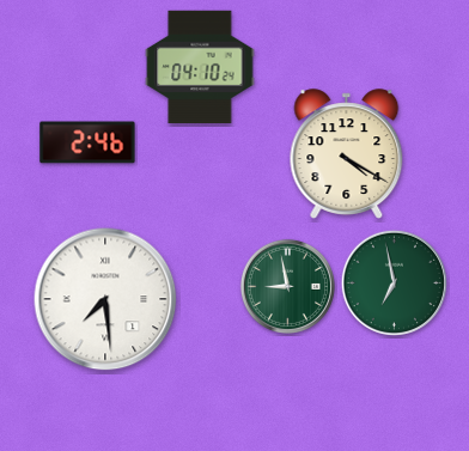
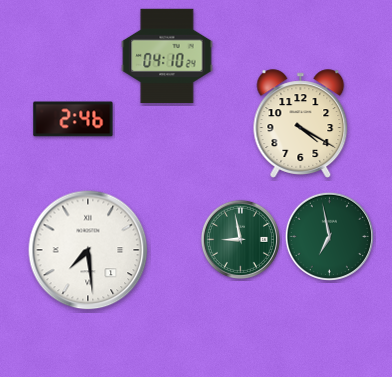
clock at (347, 154) position: (347, 154) -> (301, 124)
